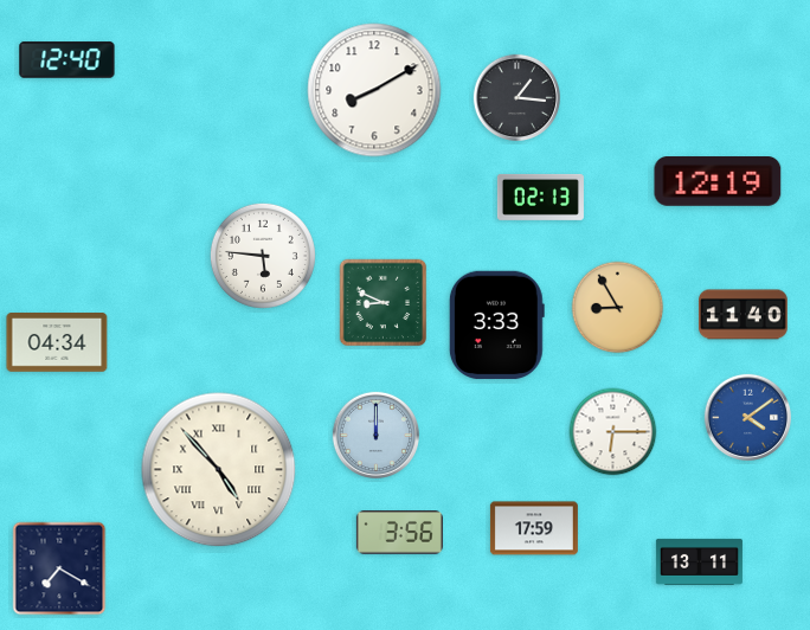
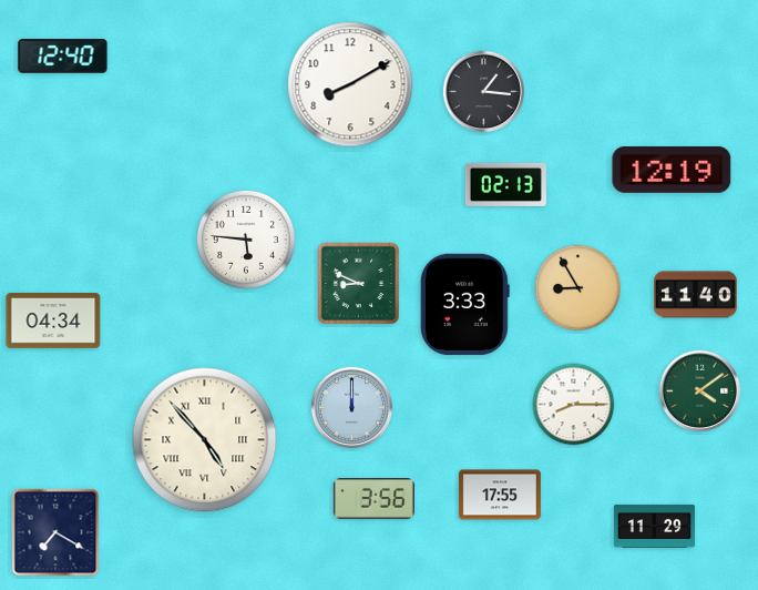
clock at (748, 418) dial: blue -> green
clock at (613, 432): 6:15 -> 8:15
clock at (534, 528): 17:59 -> 17:55
clock at (699, 561): 13:11 -> 11:29
